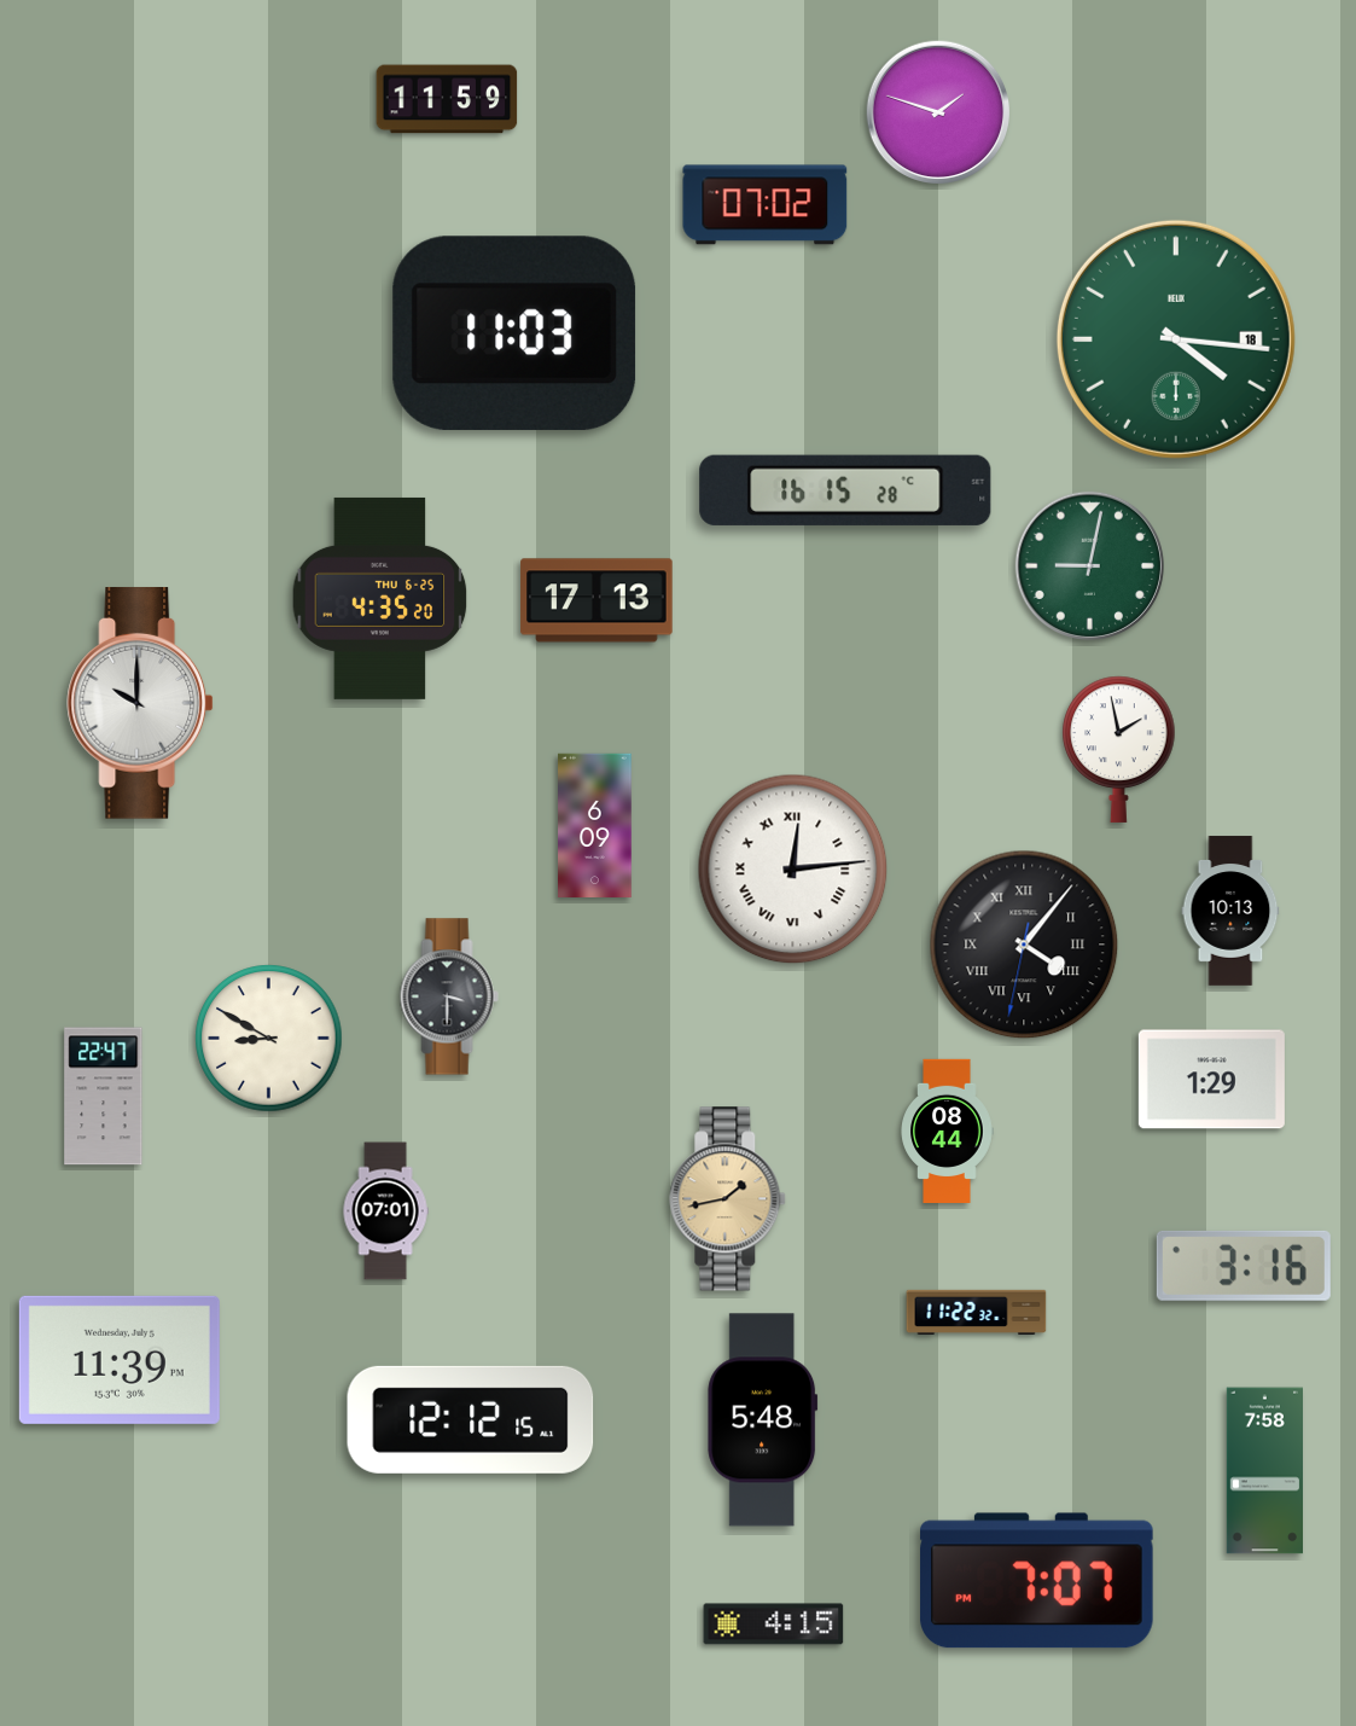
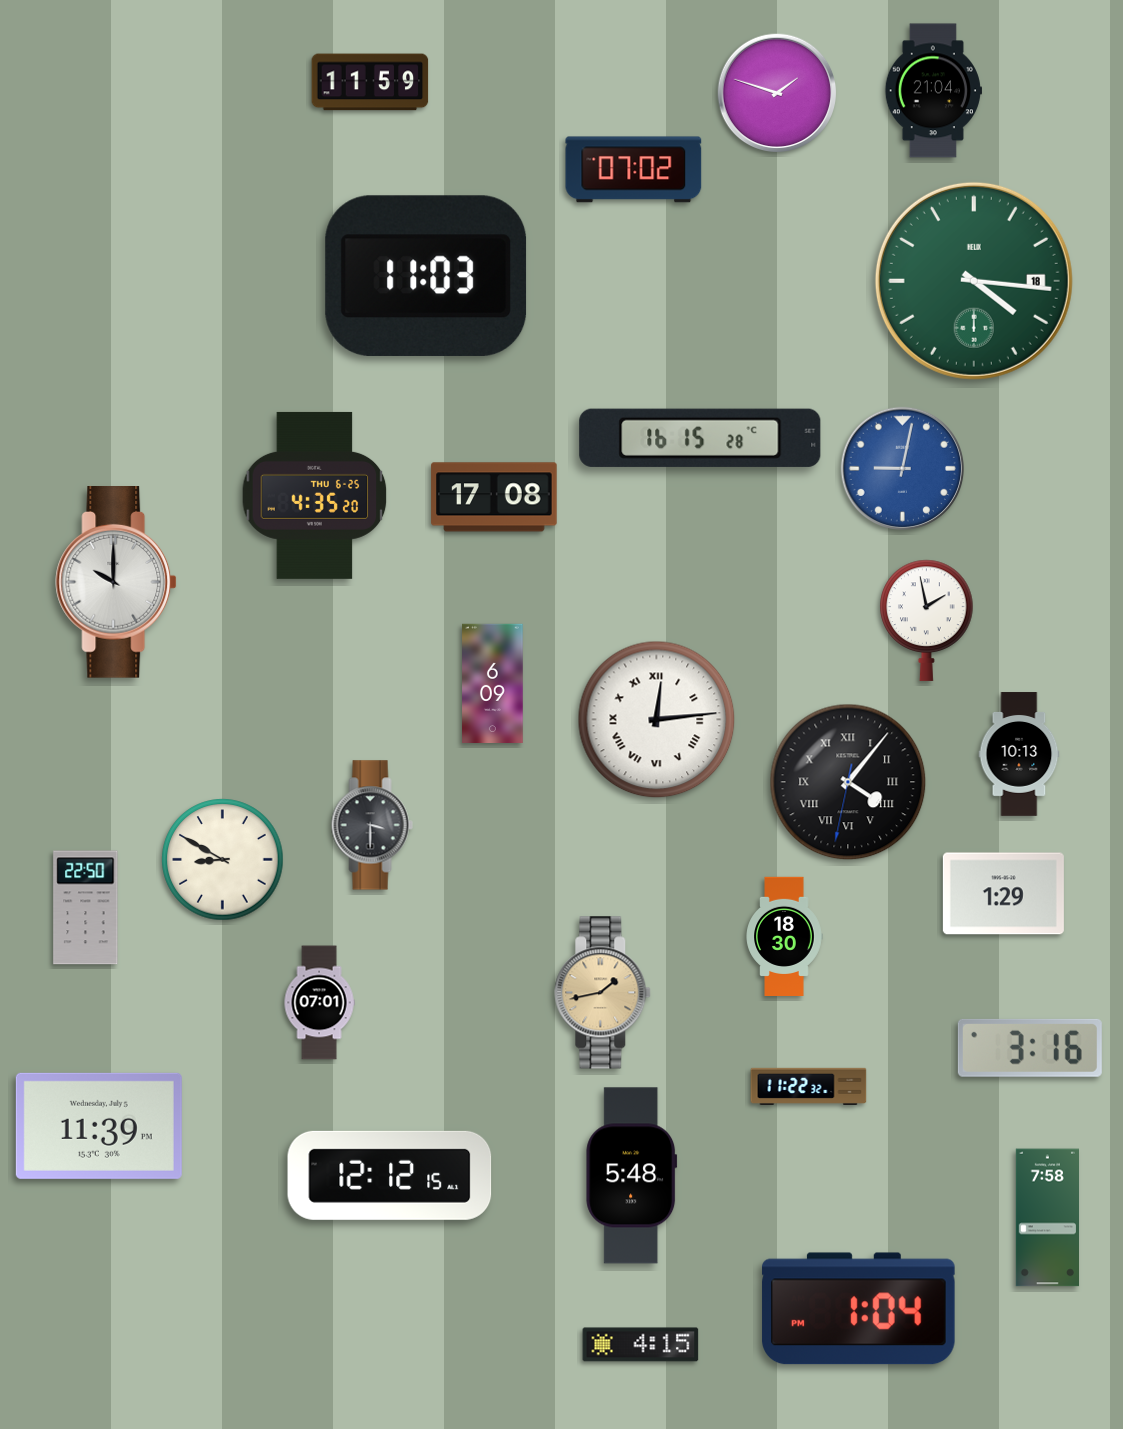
clock at (933, 91): none -> 21:04
clock at (845, 490) position: (845, 490) -> (700, 438)
clock at (1089, 565) dial: green -> blue
clock at (596, 600): 17:13 -> 17:08
clock at (104, 1097): 22:47 -> 22:50
clock at (947, 1131): 08:44 -> 18:30
clock at (1037, 1581): 7:07 -> 1:04
